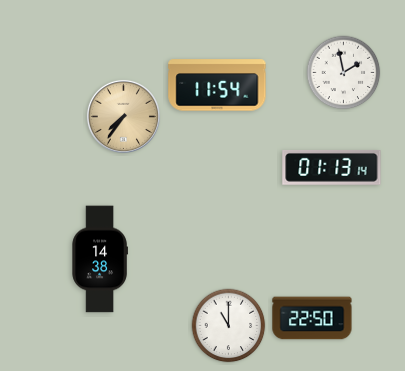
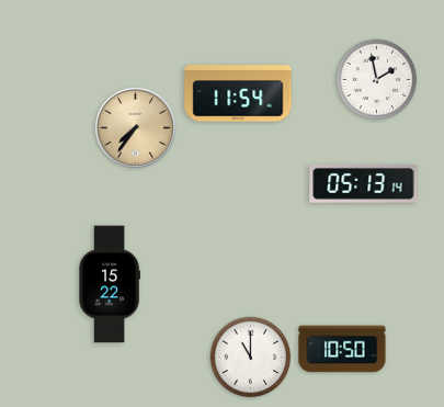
clock at (332, 168): 01:13 -> 05:13
clock at (100, 259): 14:38 -> 15:22
clock at (312, 318): 22:50 -> 10:50
